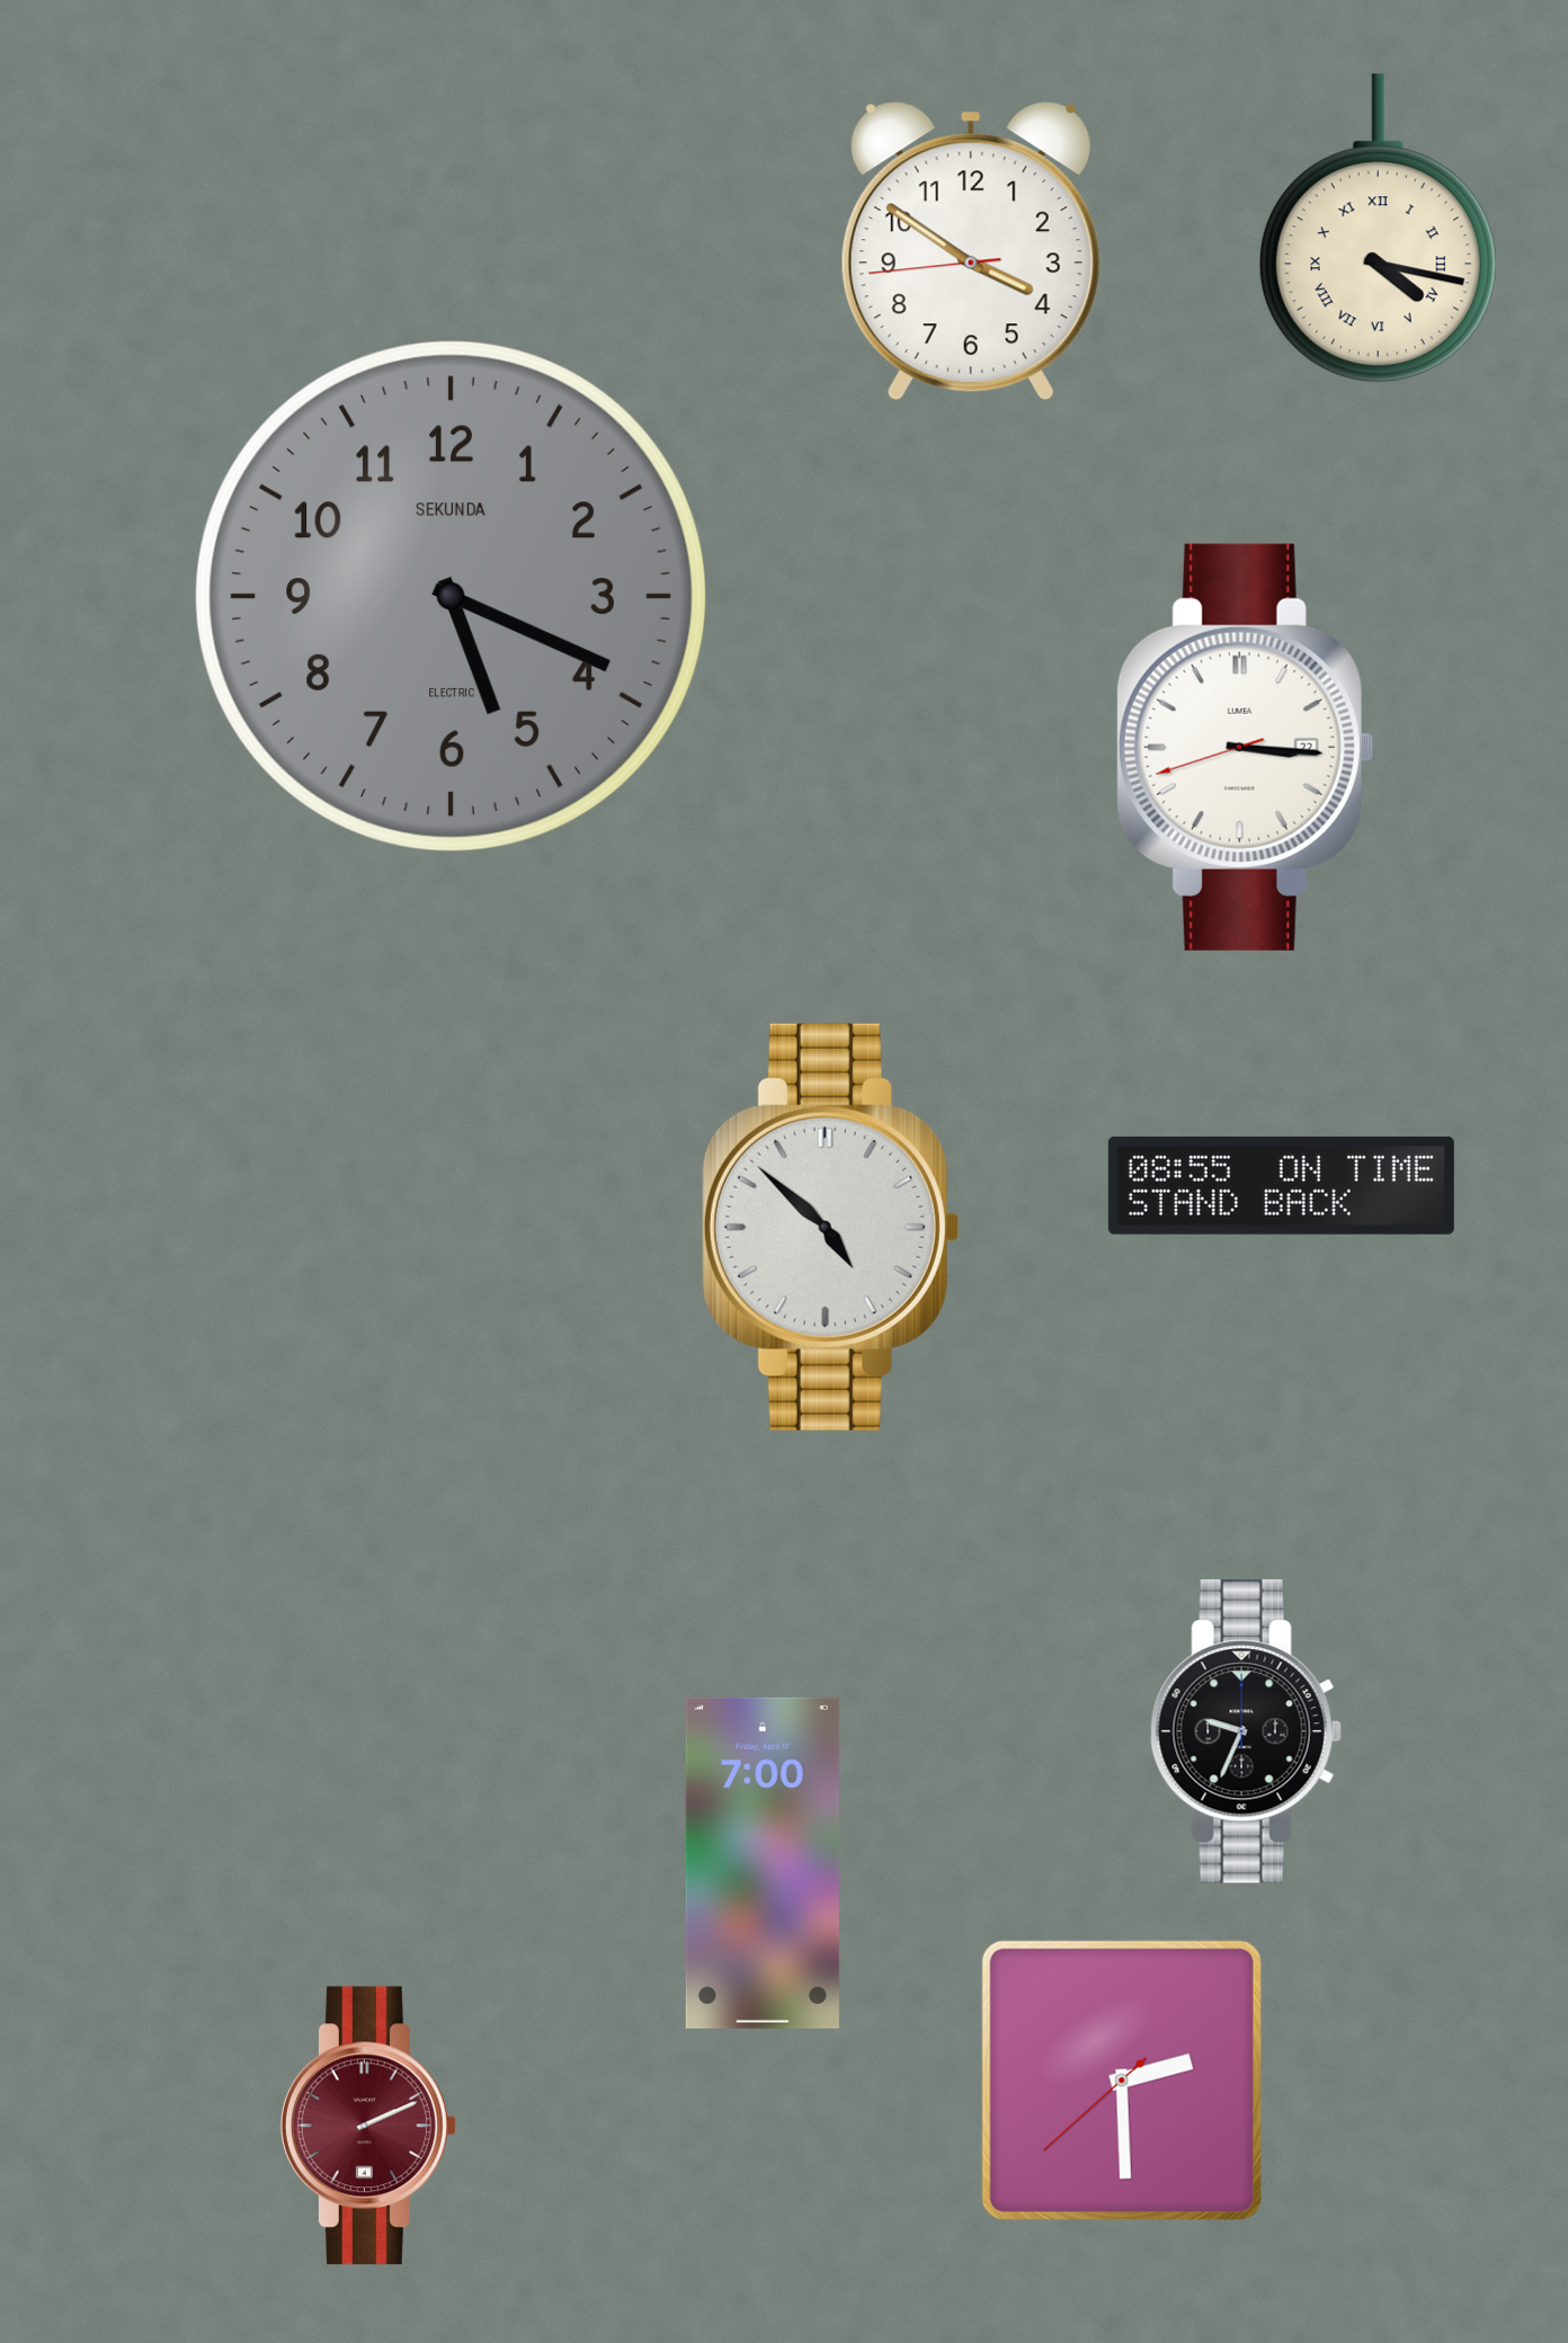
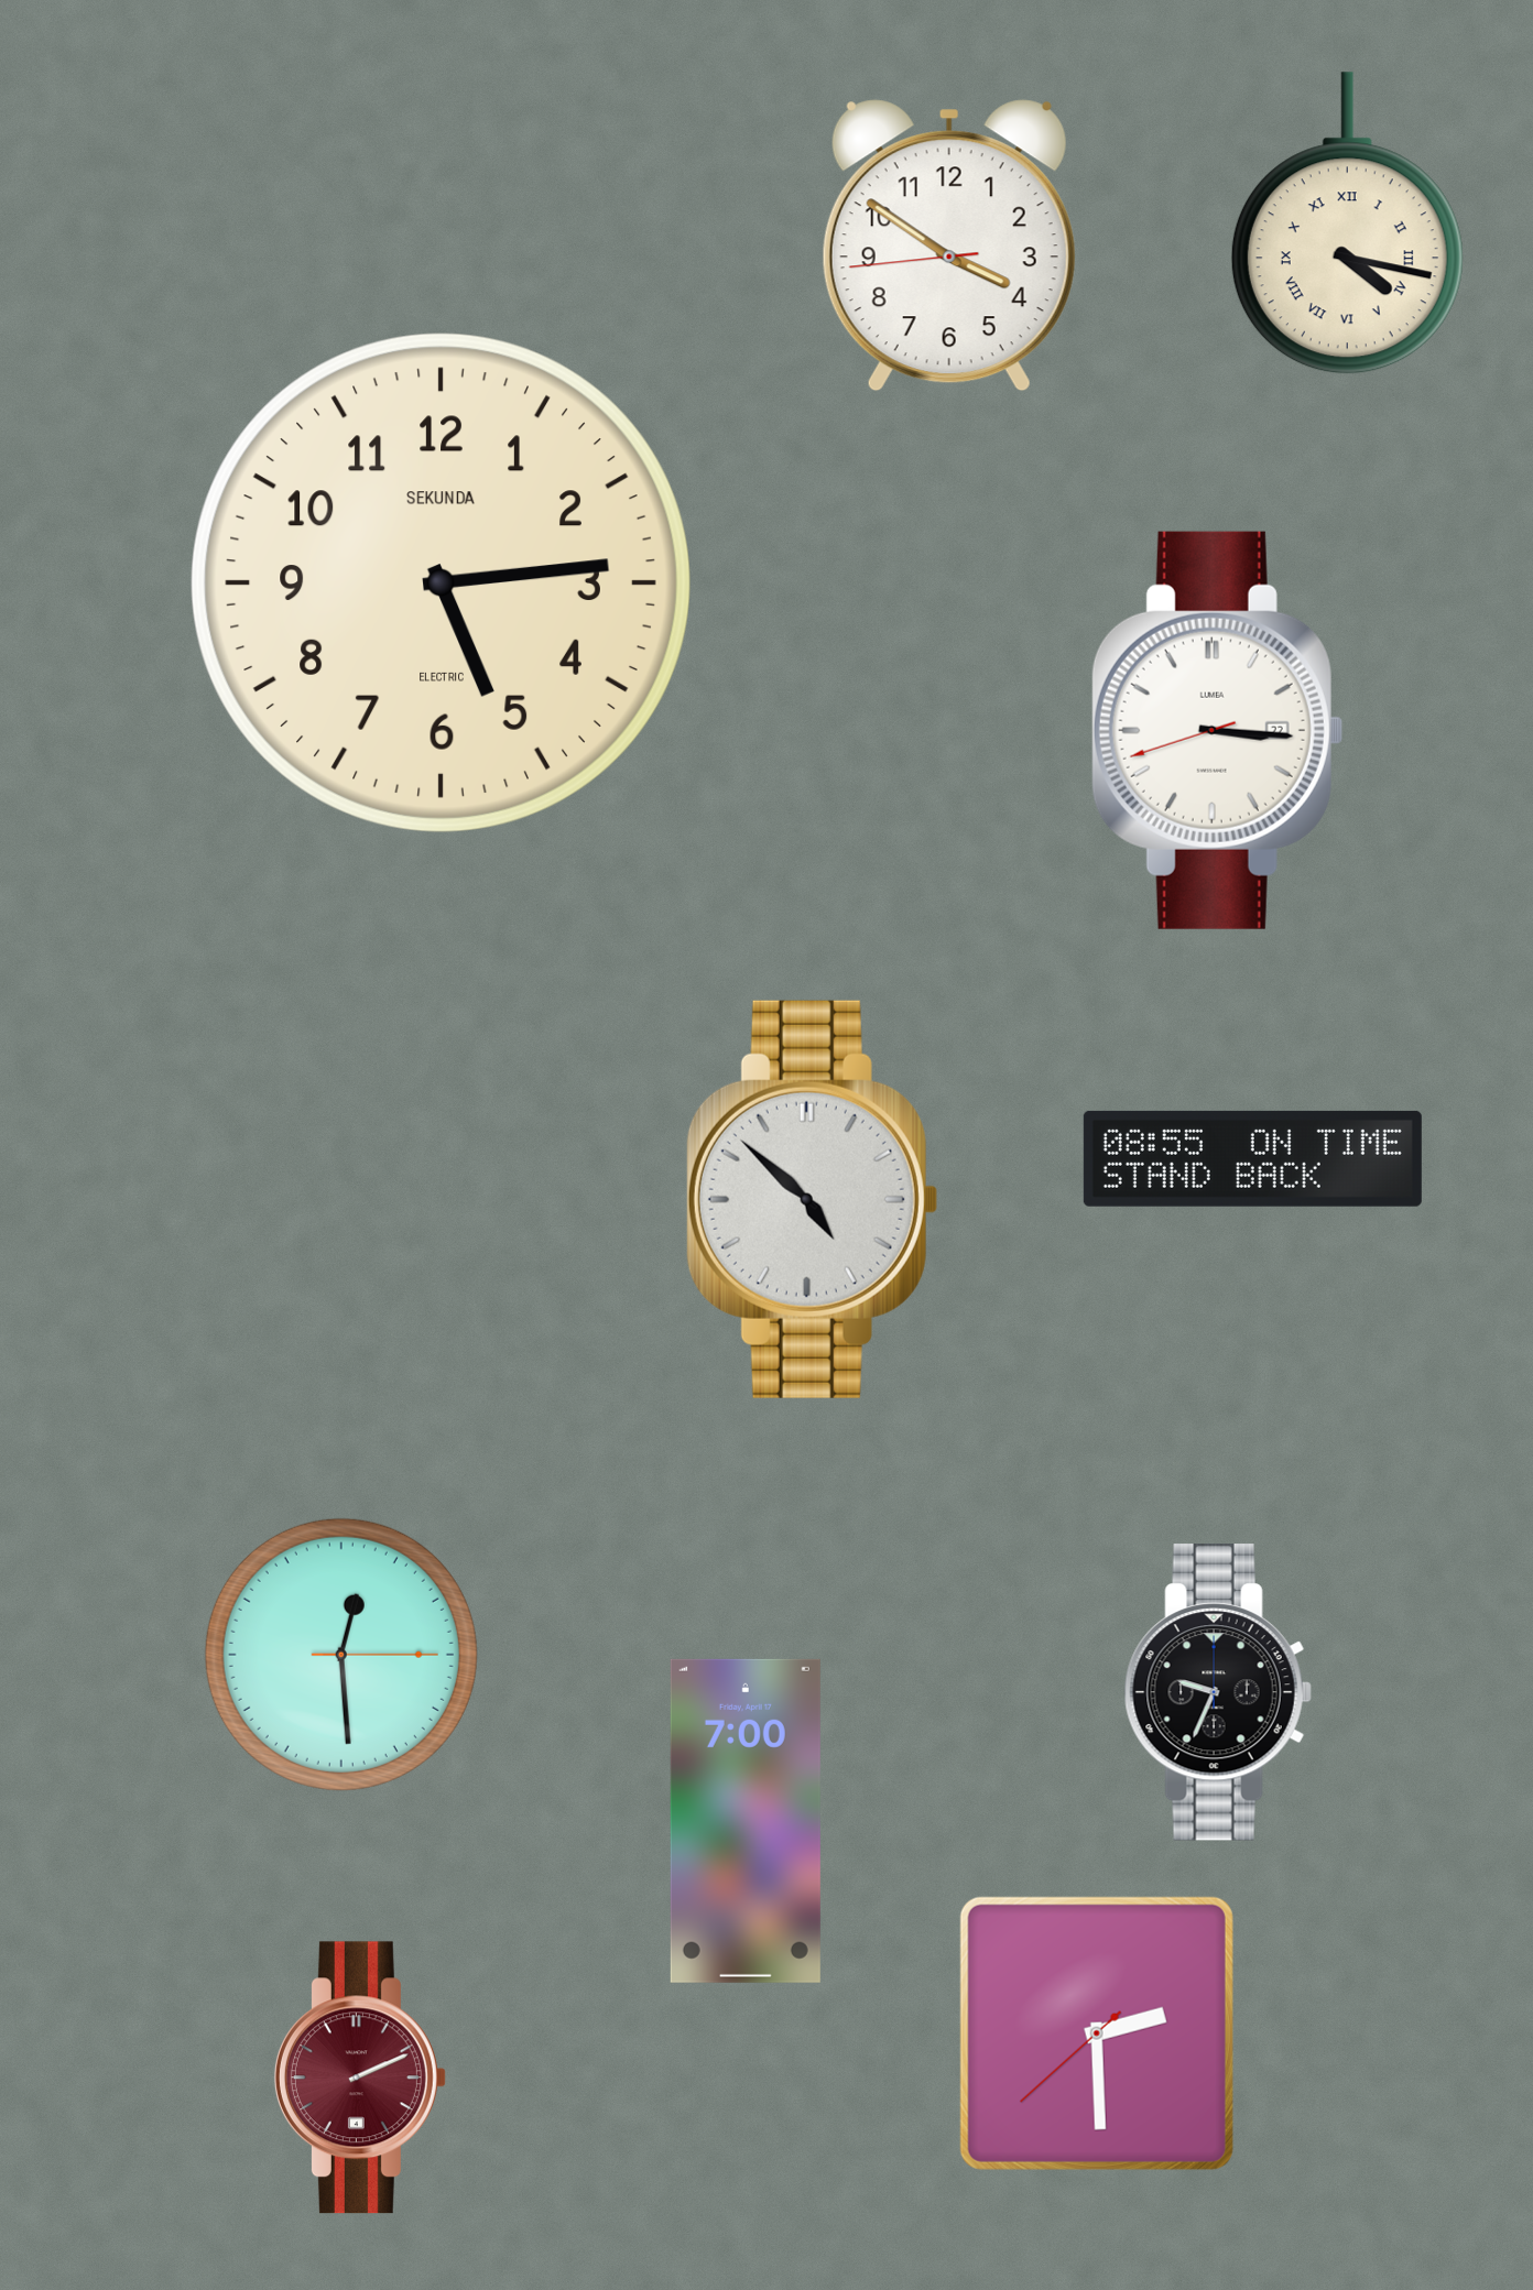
clock at (451, 596): 5:19 -> 5:14
clock at (451, 596) dial: grey -> cream
clock at (341, 1655): none -> 12:29
